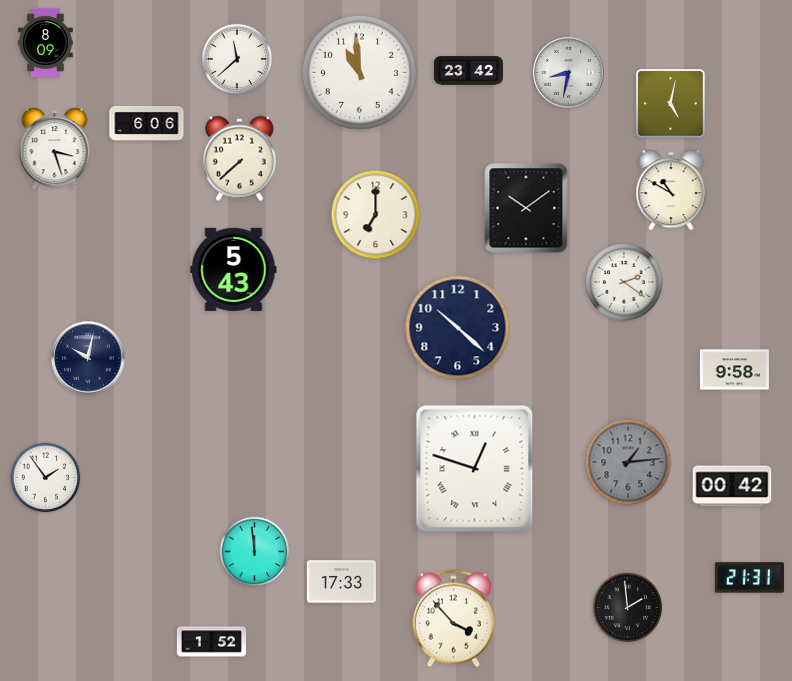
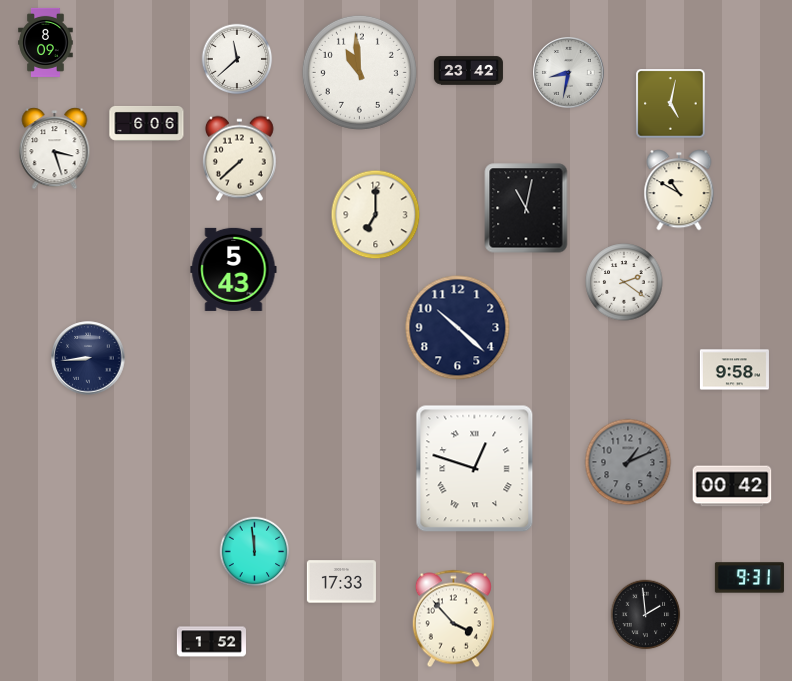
clock at (671, 190) position: (671, 190) -> (679, 190)
clock at (526, 208): 10:09 -> 11:02
clock at (88, 358): 10:02 -> 8:44
clock at (628, 462): 1:14 -> 1:11
clock at (46, 478): 1:54 -> none
clock at (749, 578): 21:31 -> 9:31
clock at (628, 608) position: (628, 608) -> (646, 615)
